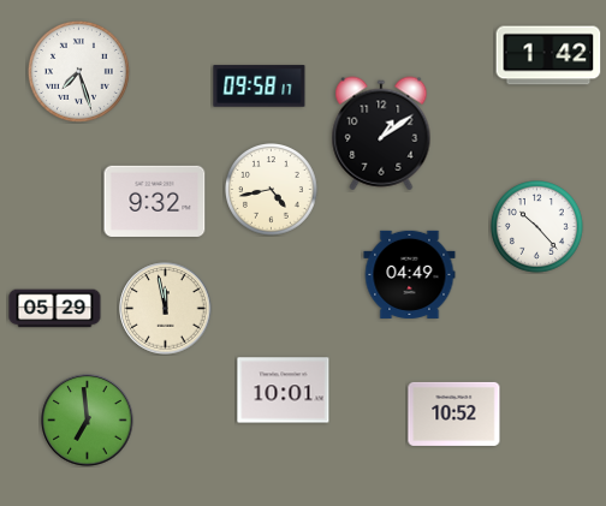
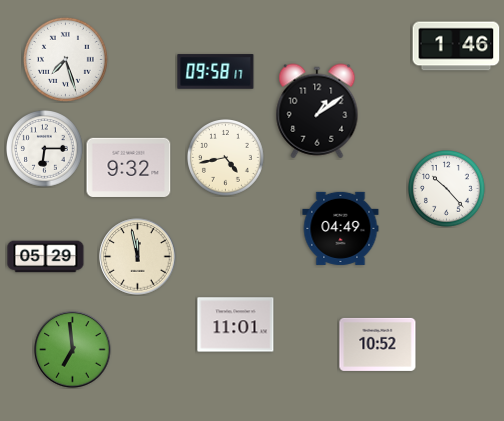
clock at (548, 55): 1:42 -> 1:46
clock at (45, 149): none -> 6:15
clock at (284, 391): 10:01 -> 11:01
